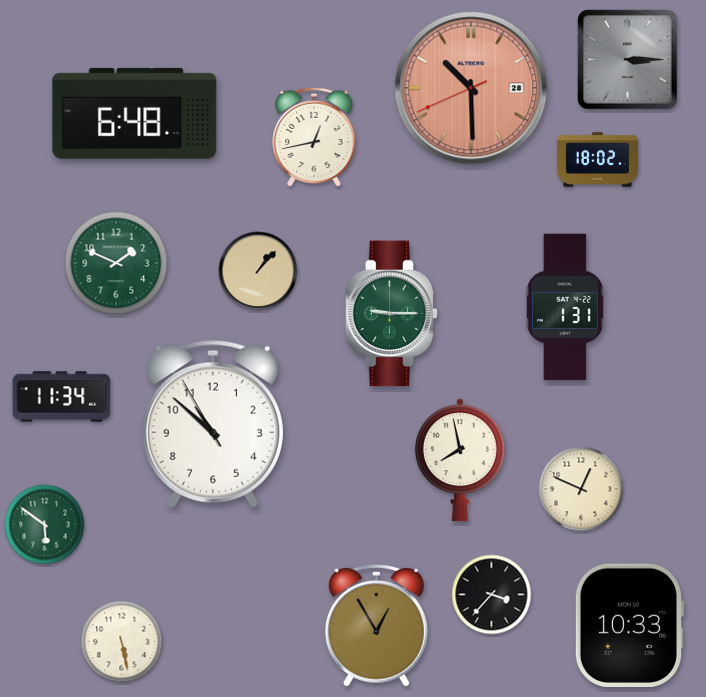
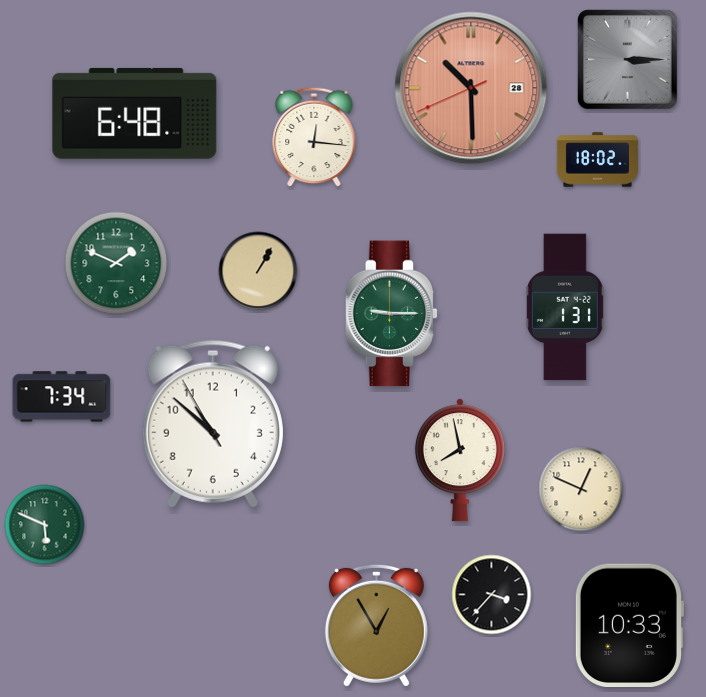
clock at (314, 137): 12:43 -> 12:16
clock at (258, 271): 1:07 -> 1:05
clock at (62, 397): 11:34 -> 7:34
clock at (45, 525): 5:51 -> 5:49
clock at (122, 642): 5:28 -> none
